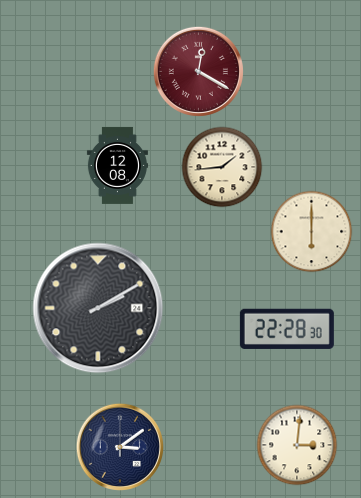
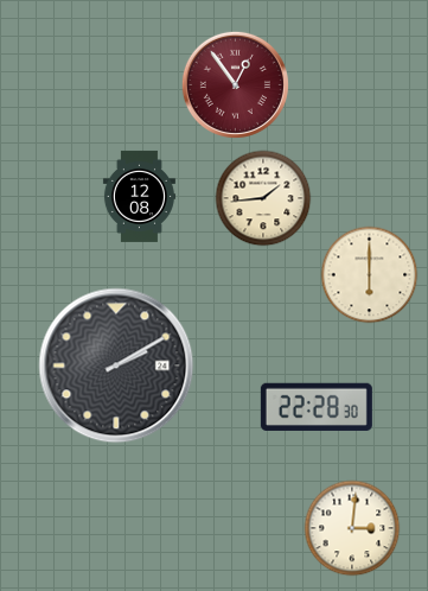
clock at (198, 71): 12:20 -> 12:54
clock at (287, 329) position: (287, 329) -> (317, 407)
clock at (119, 446): 3:09 -> none
